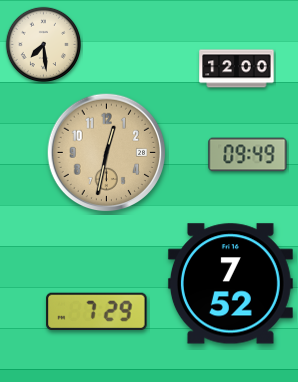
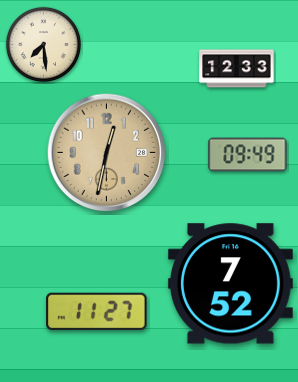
clock at (237, 69): 12:00 -> 12:33
clock at (97, 311): 7:29 -> 11:27
